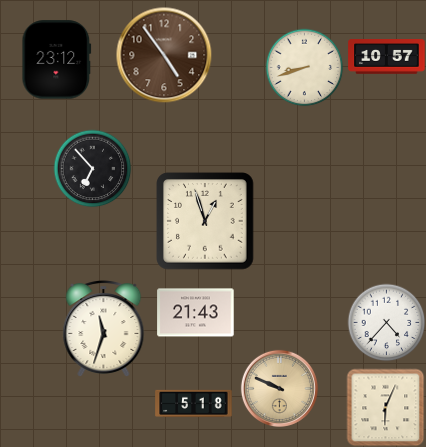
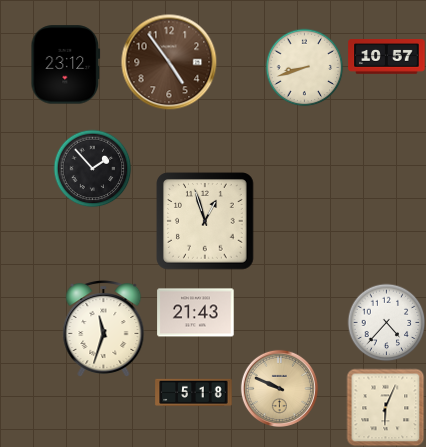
clock at (164, 55) position: (164, 55) -> (169, 62)
clock at (57, 60) position: (57, 60) -> (66, 65)
clock at (92, 168): 6:53 -> 1:53
clock at (194, 404) position: (194, 404) -> (194, 393)
